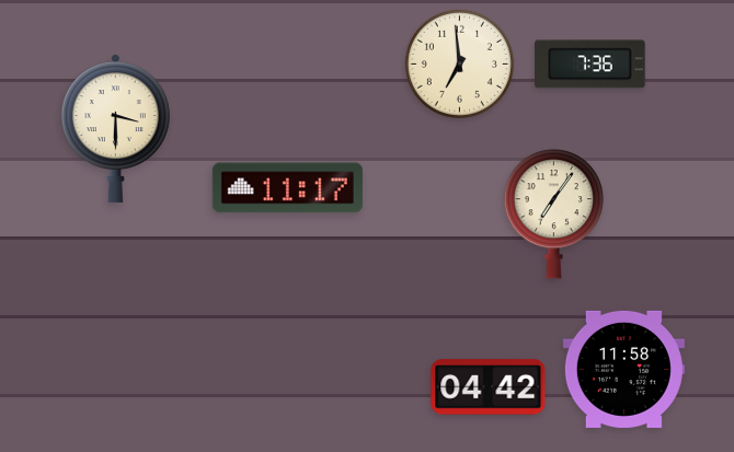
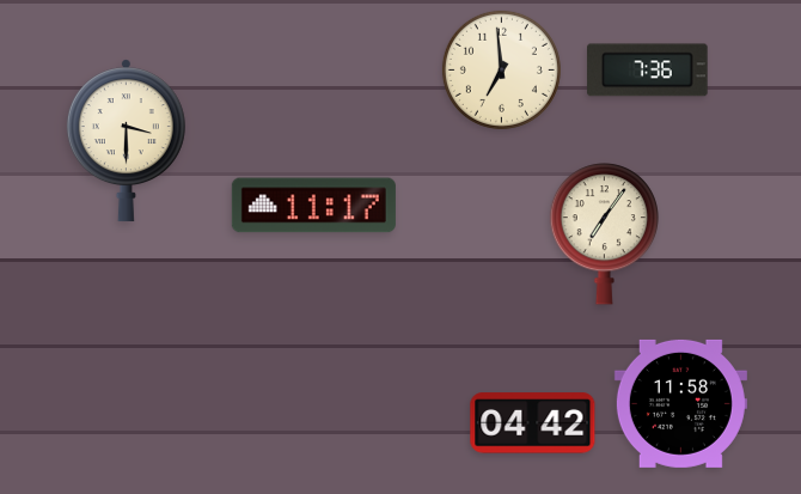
clock at (590, 65) position: (590, 65) -> (648, 71)
